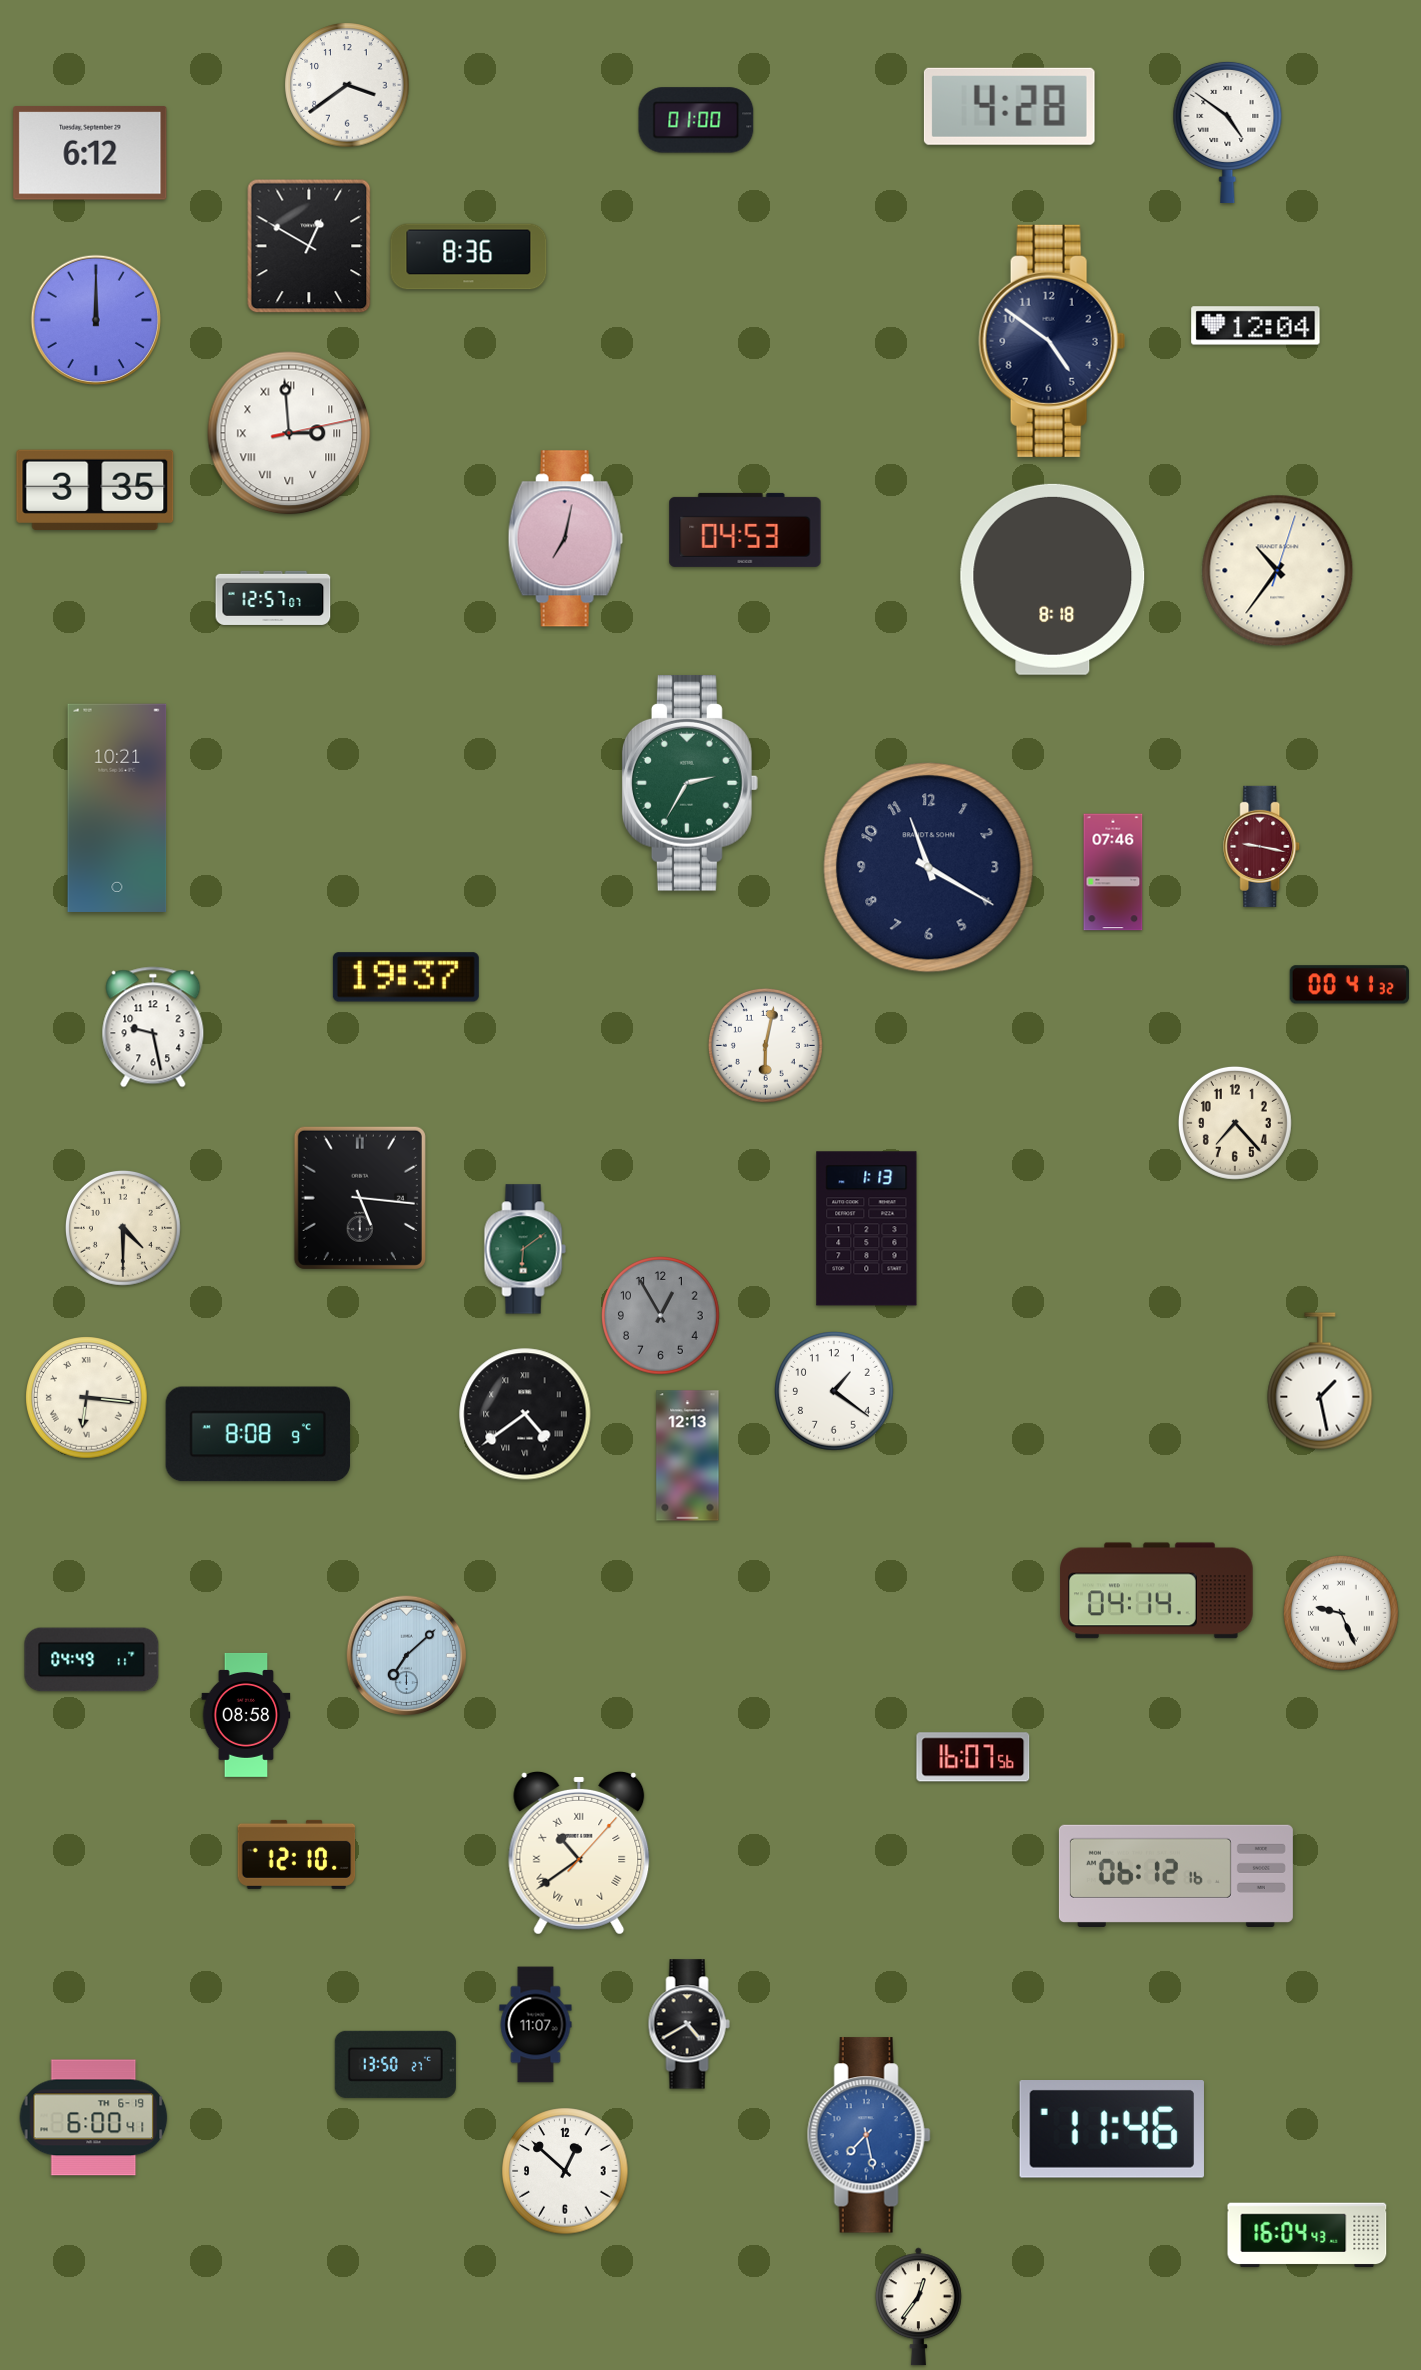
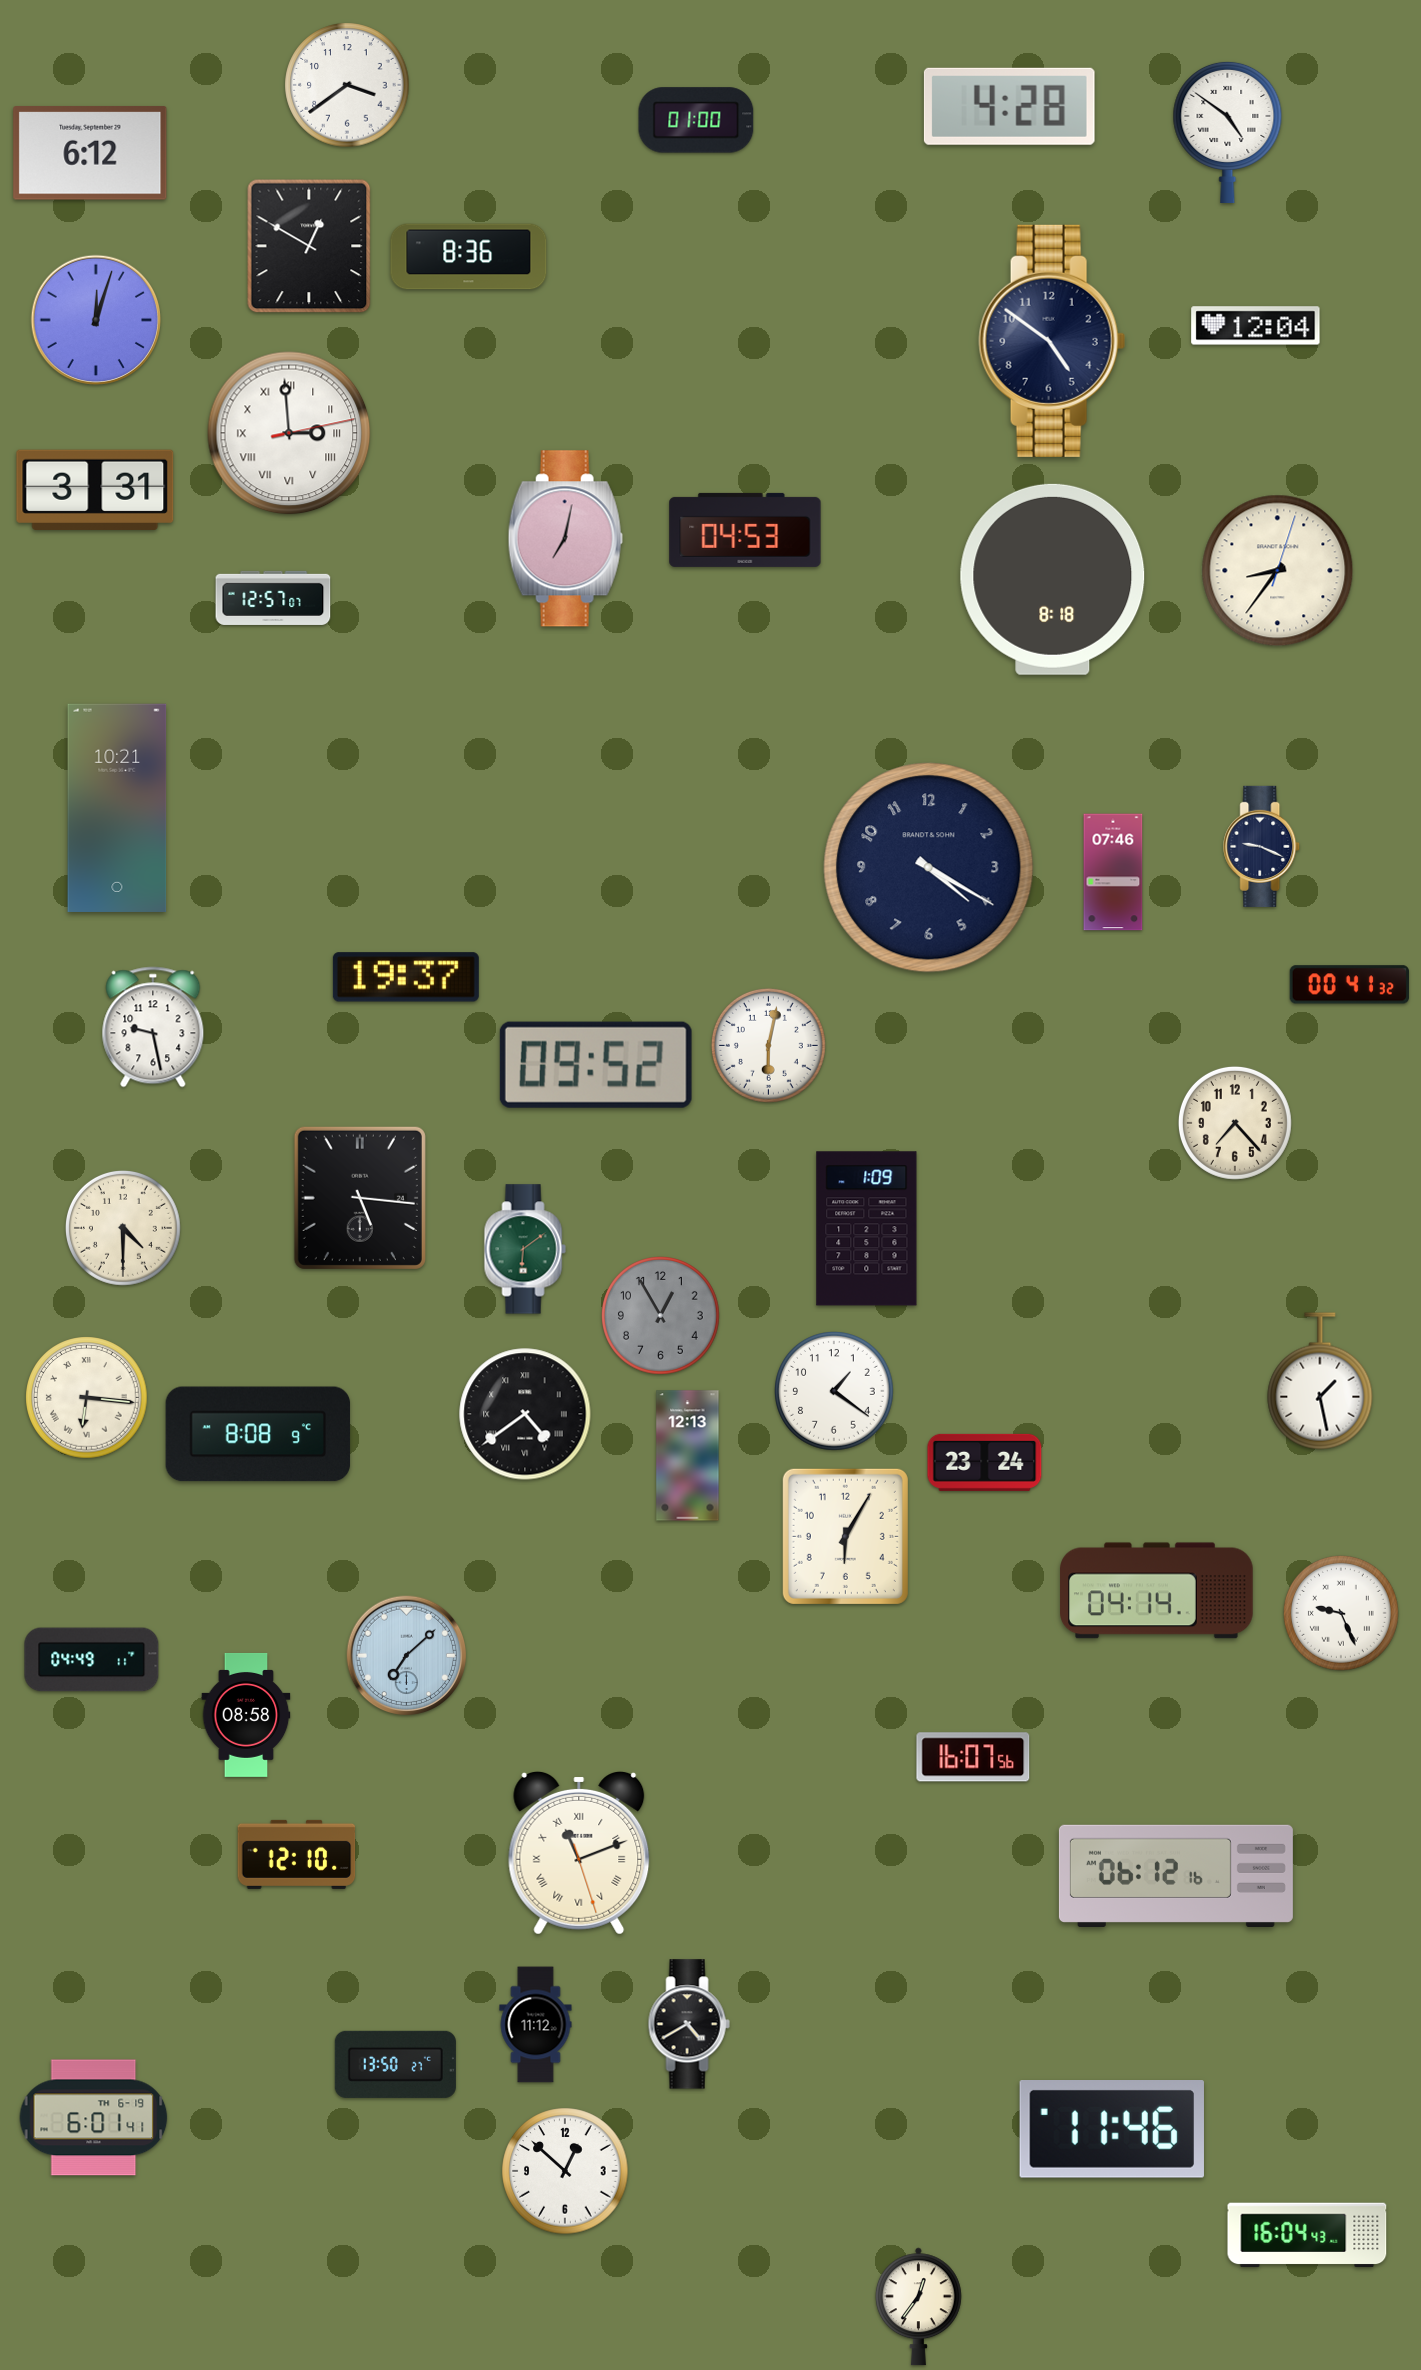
clock at (96, 320): 12:00 -> 12:03
clock at (95, 489): 3:35 -> 3:31
clock at (1278, 571): 10:36 -> 8:36
clock at (690, 783): 2:35 -> none
clock at (1262, 846): 9:17 -> 9:19
clock at (1262, 846) dial: burgundy -> navy
clock at (929, 868): 11:20 -> 4:20
clock at (765, 1045) position: (765, 1045) -> (768, 1045)
clock at (596, 1065): none -> 09:52
clock at (867, 1229): 1:13 -> 1:09
clock at (985, 1462): none -> 23:24
clock at (845, 1536): none -> 6:05
clock at (579, 1853): 10:39 -> 11:11
clock at (536, 2025): 11:07 -> 11:12
clock at (94, 2118): 6:00 -> 6:01
clock at (869, 2135): 7:28 -> none
